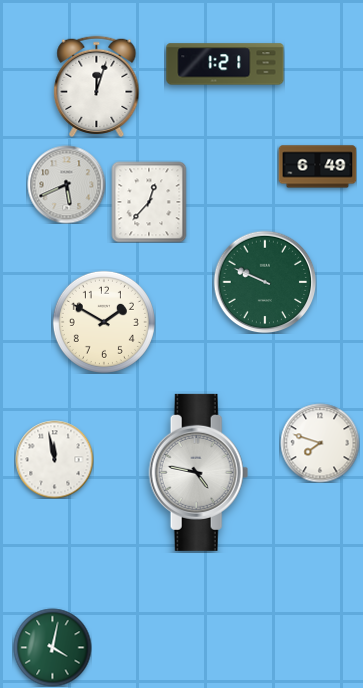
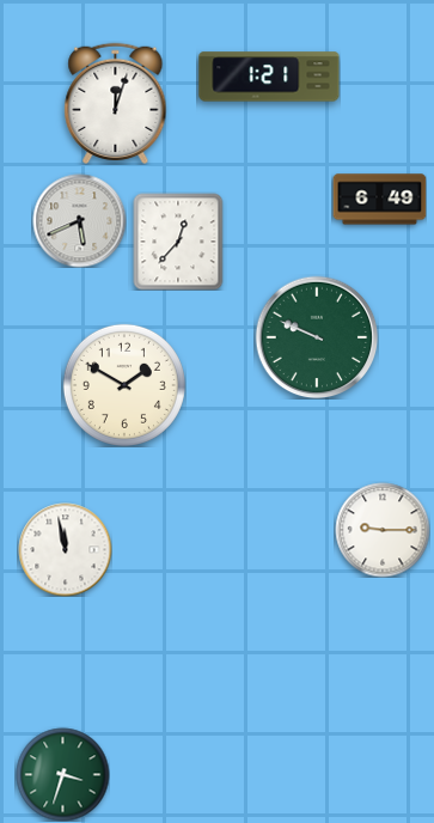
clock at (320, 443): 7:48 -> 9:15
clock at (199, 472): 4:47 -> none
clock at (52, 647): 4:02 -> 3:33
